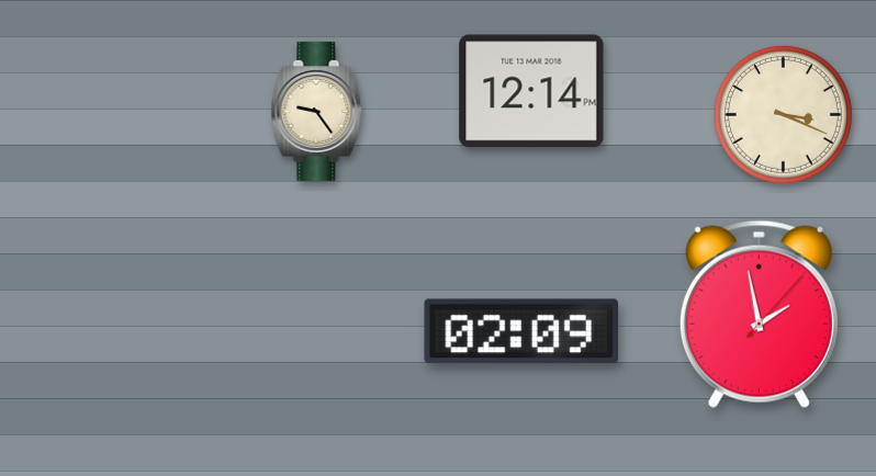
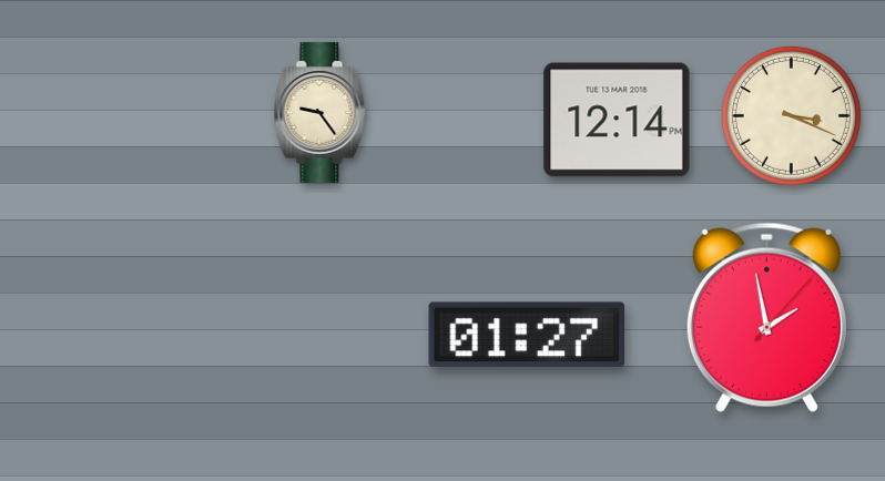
clock at (531, 91) position: (531, 91) -> (617, 120)
clock at (520, 331): 02:09 -> 01:27
